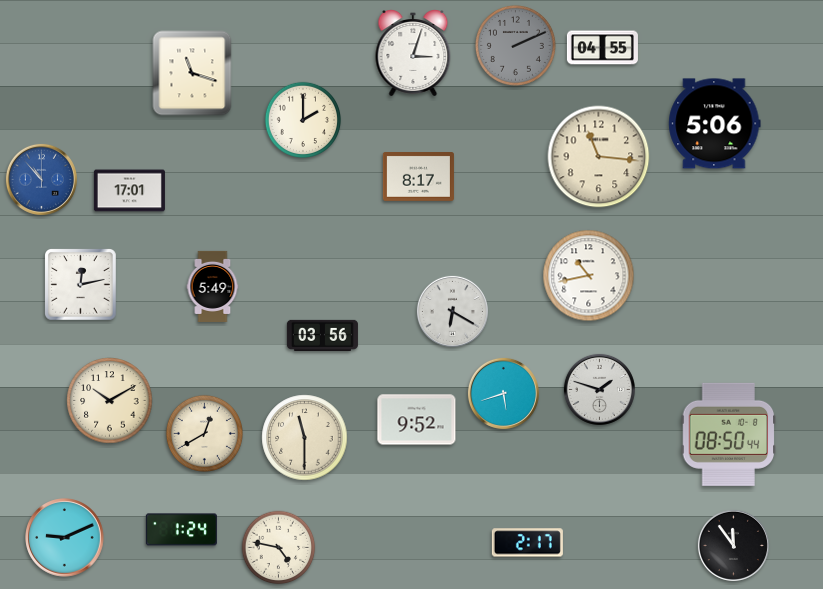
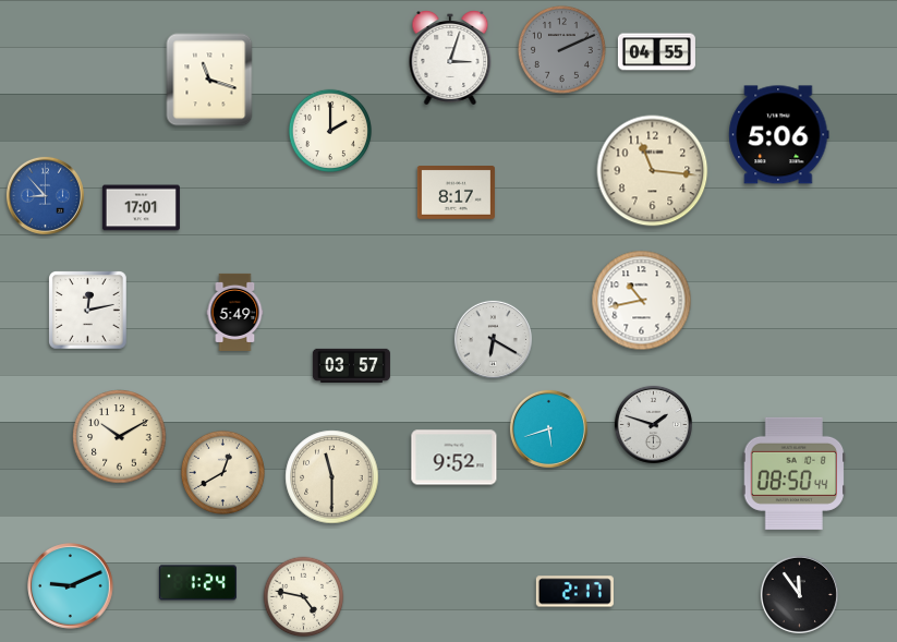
clock at (41, 179): 10:53 -> 8:53
clock at (213, 286) position: (213, 286) -> (235, 312)
clock at (322, 335): 03:56 -> 03:57
clock at (181, 530) position: (181, 530) -> (197, 583)
